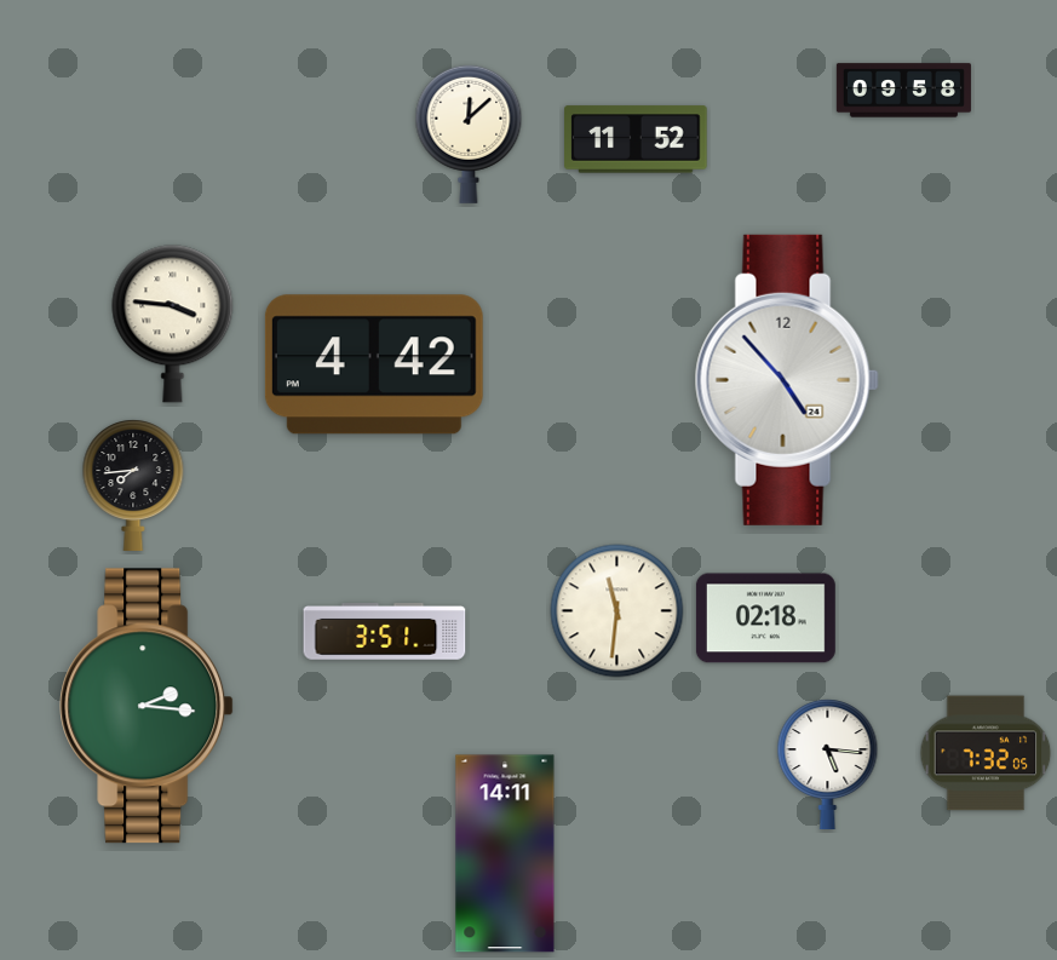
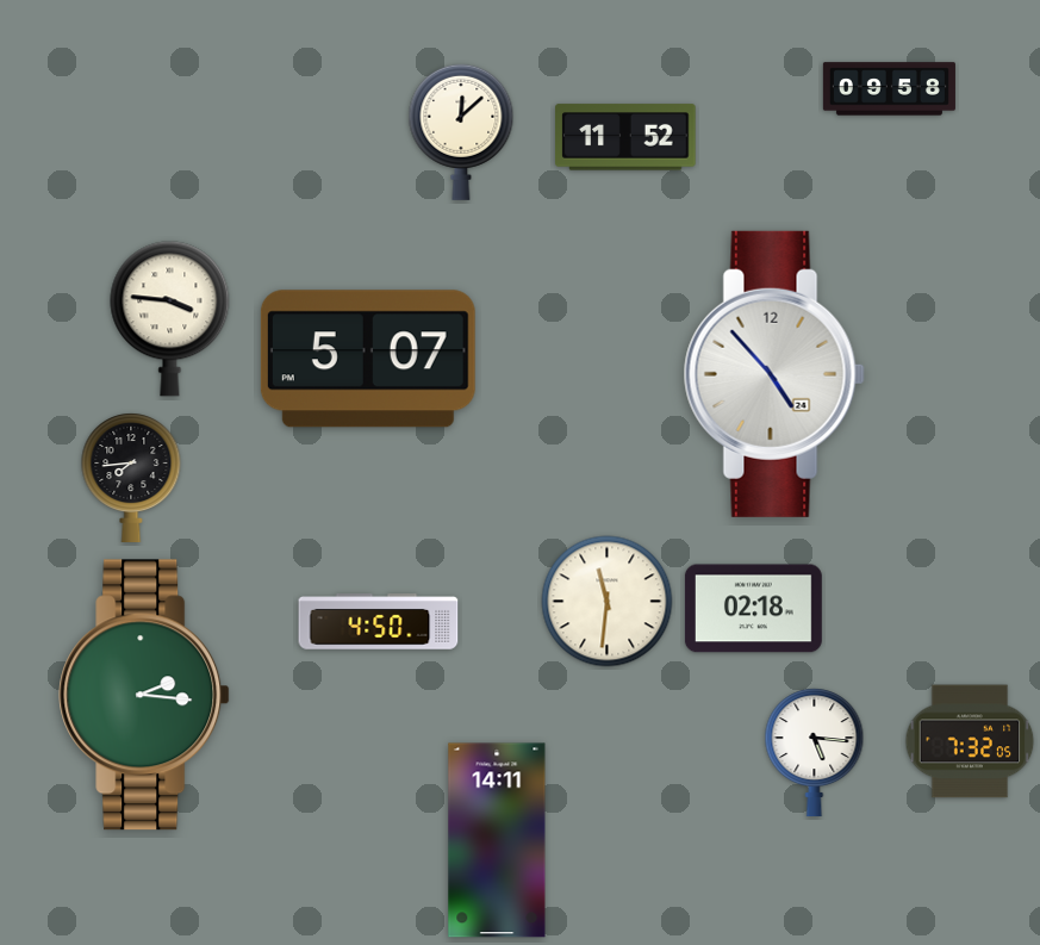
clock at (374, 364): 4:42 -> 5:07
clock at (385, 632): 3:51 -> 4:50
